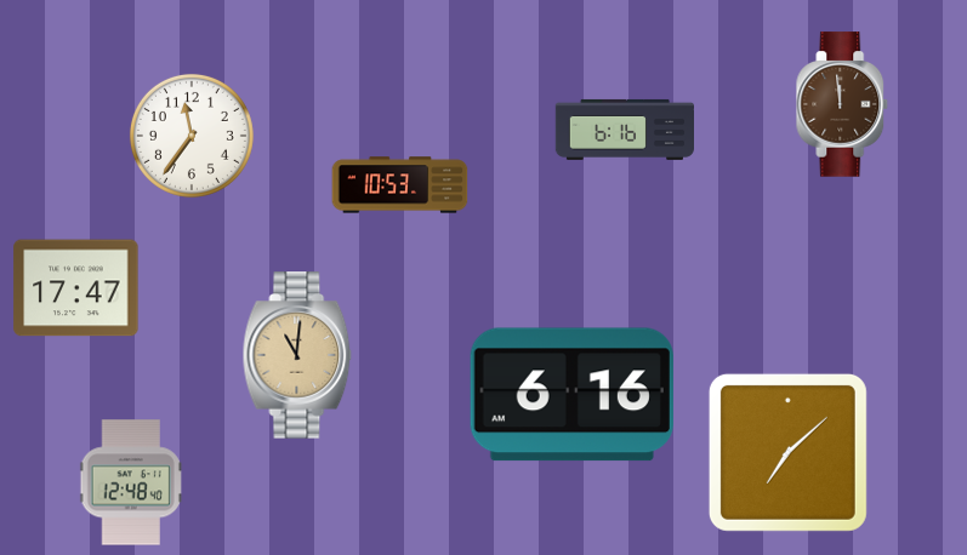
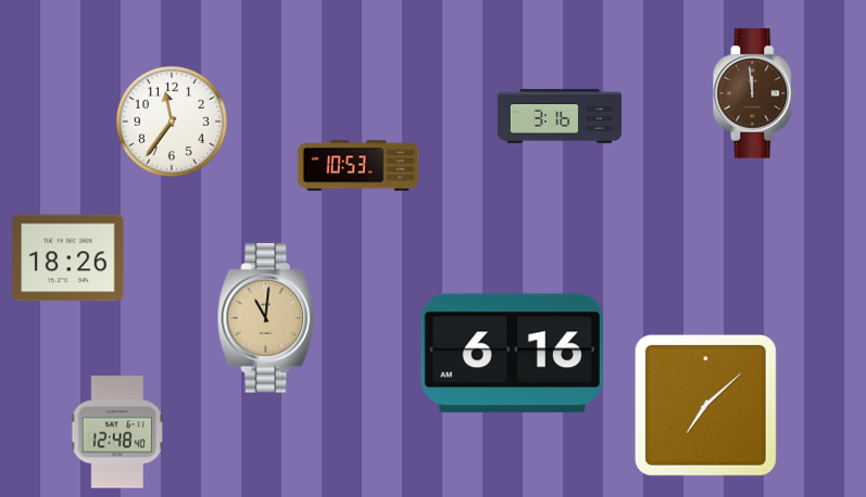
clock at (625, 130): 6:16 -> 3:16
clock at (76, 288): 17:47 -> 18:26
